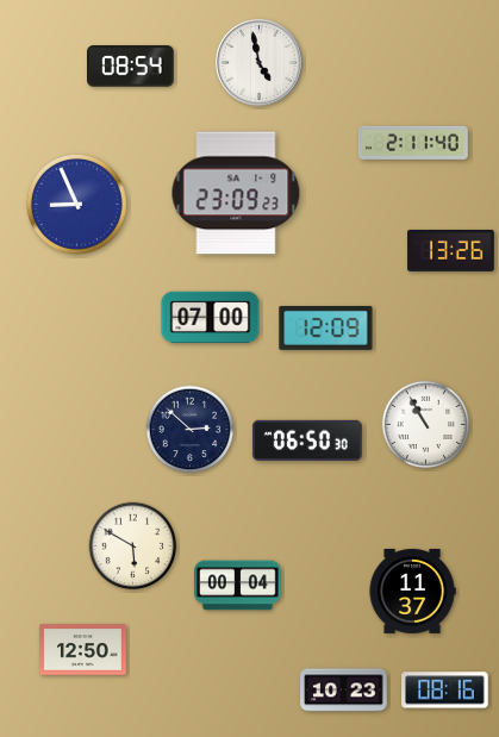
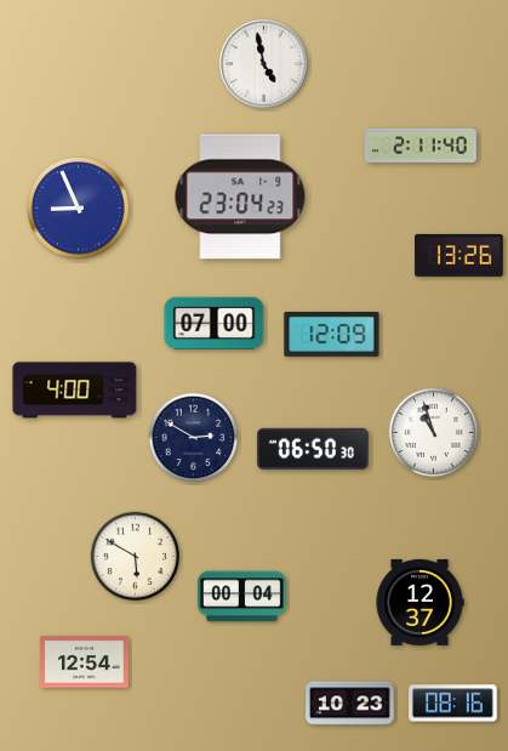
clock at (131, 67): 08:54 -> none
clock at (236, 193): 23:09 -> 23:04
clock at (75, 391): none -> 4:00
clock at (426, 425): 10:55 -> 10:57
clock at (191, 430): 2:52 -> 2:50
clock at (412, 591): 11:37 -> 12:37
clock at (83, 650): 12:50 -> 12:54
